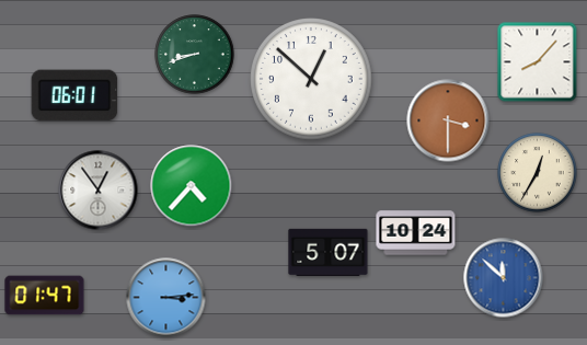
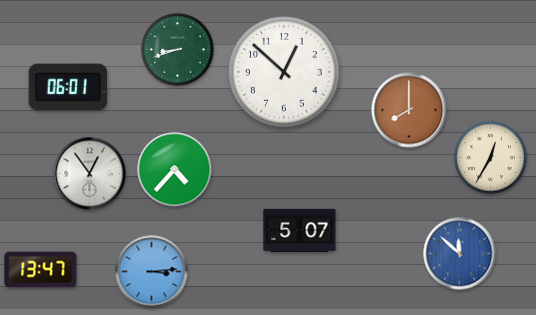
clock at (538, 62): 8:07 -> none
clock at (448, 120): 3:30 -> 8:00
clock at (416, 233): 10:24 -> none
clock at (45, 296): 01:47 -> 13:47
